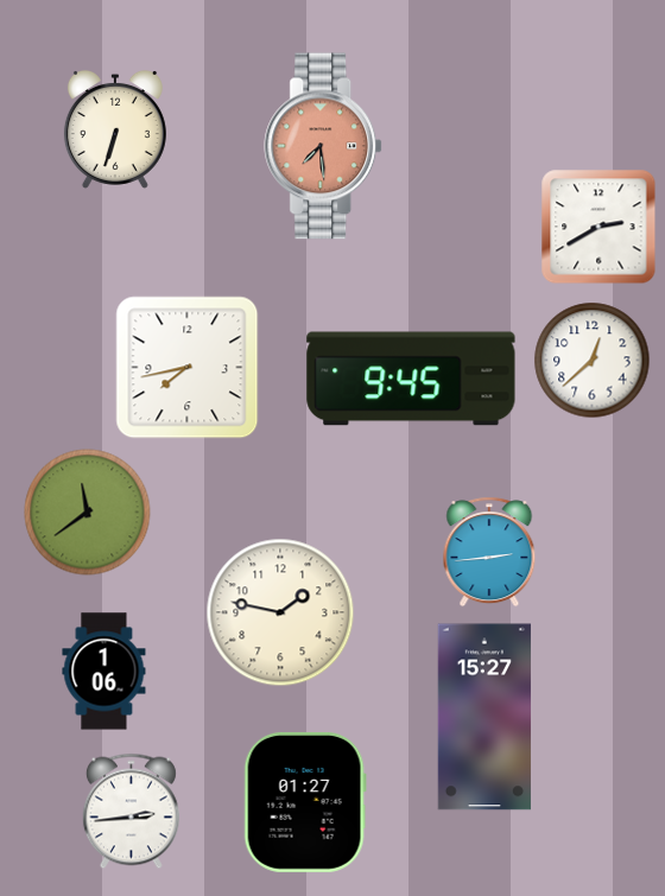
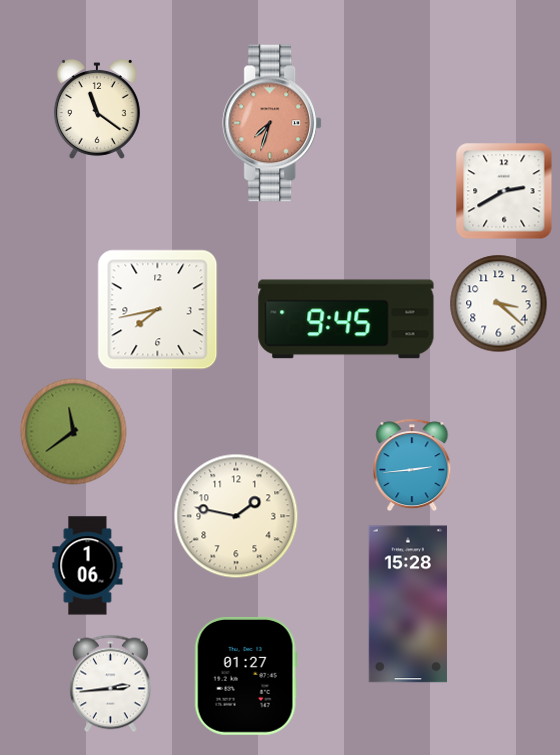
clock at (115, 129): 6:33 -> 11:21
clock at (324, 146): 7:29 -> 7:33
clock at (593, 361): 12:38 -> 3:22
clock at (483, 717): 15:27 -> 15:28
clock at (305, 802) position: (305, 802) -> (246, 676)
